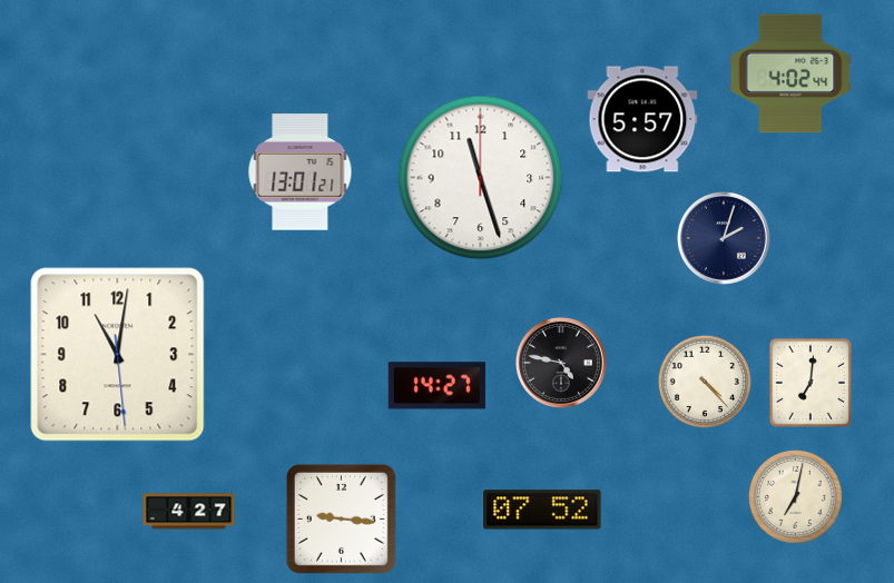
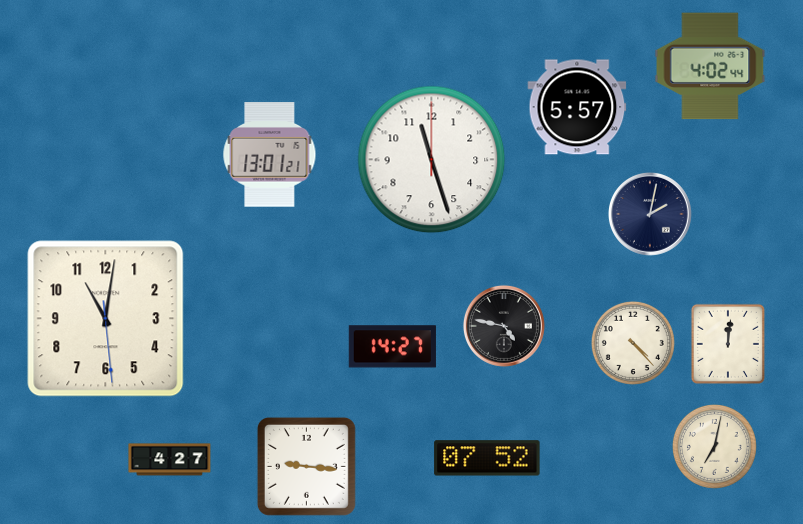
clock at (725, 239): 2:03 -> 2:02
clock at (811, 383): 7:01 -> 12:01
